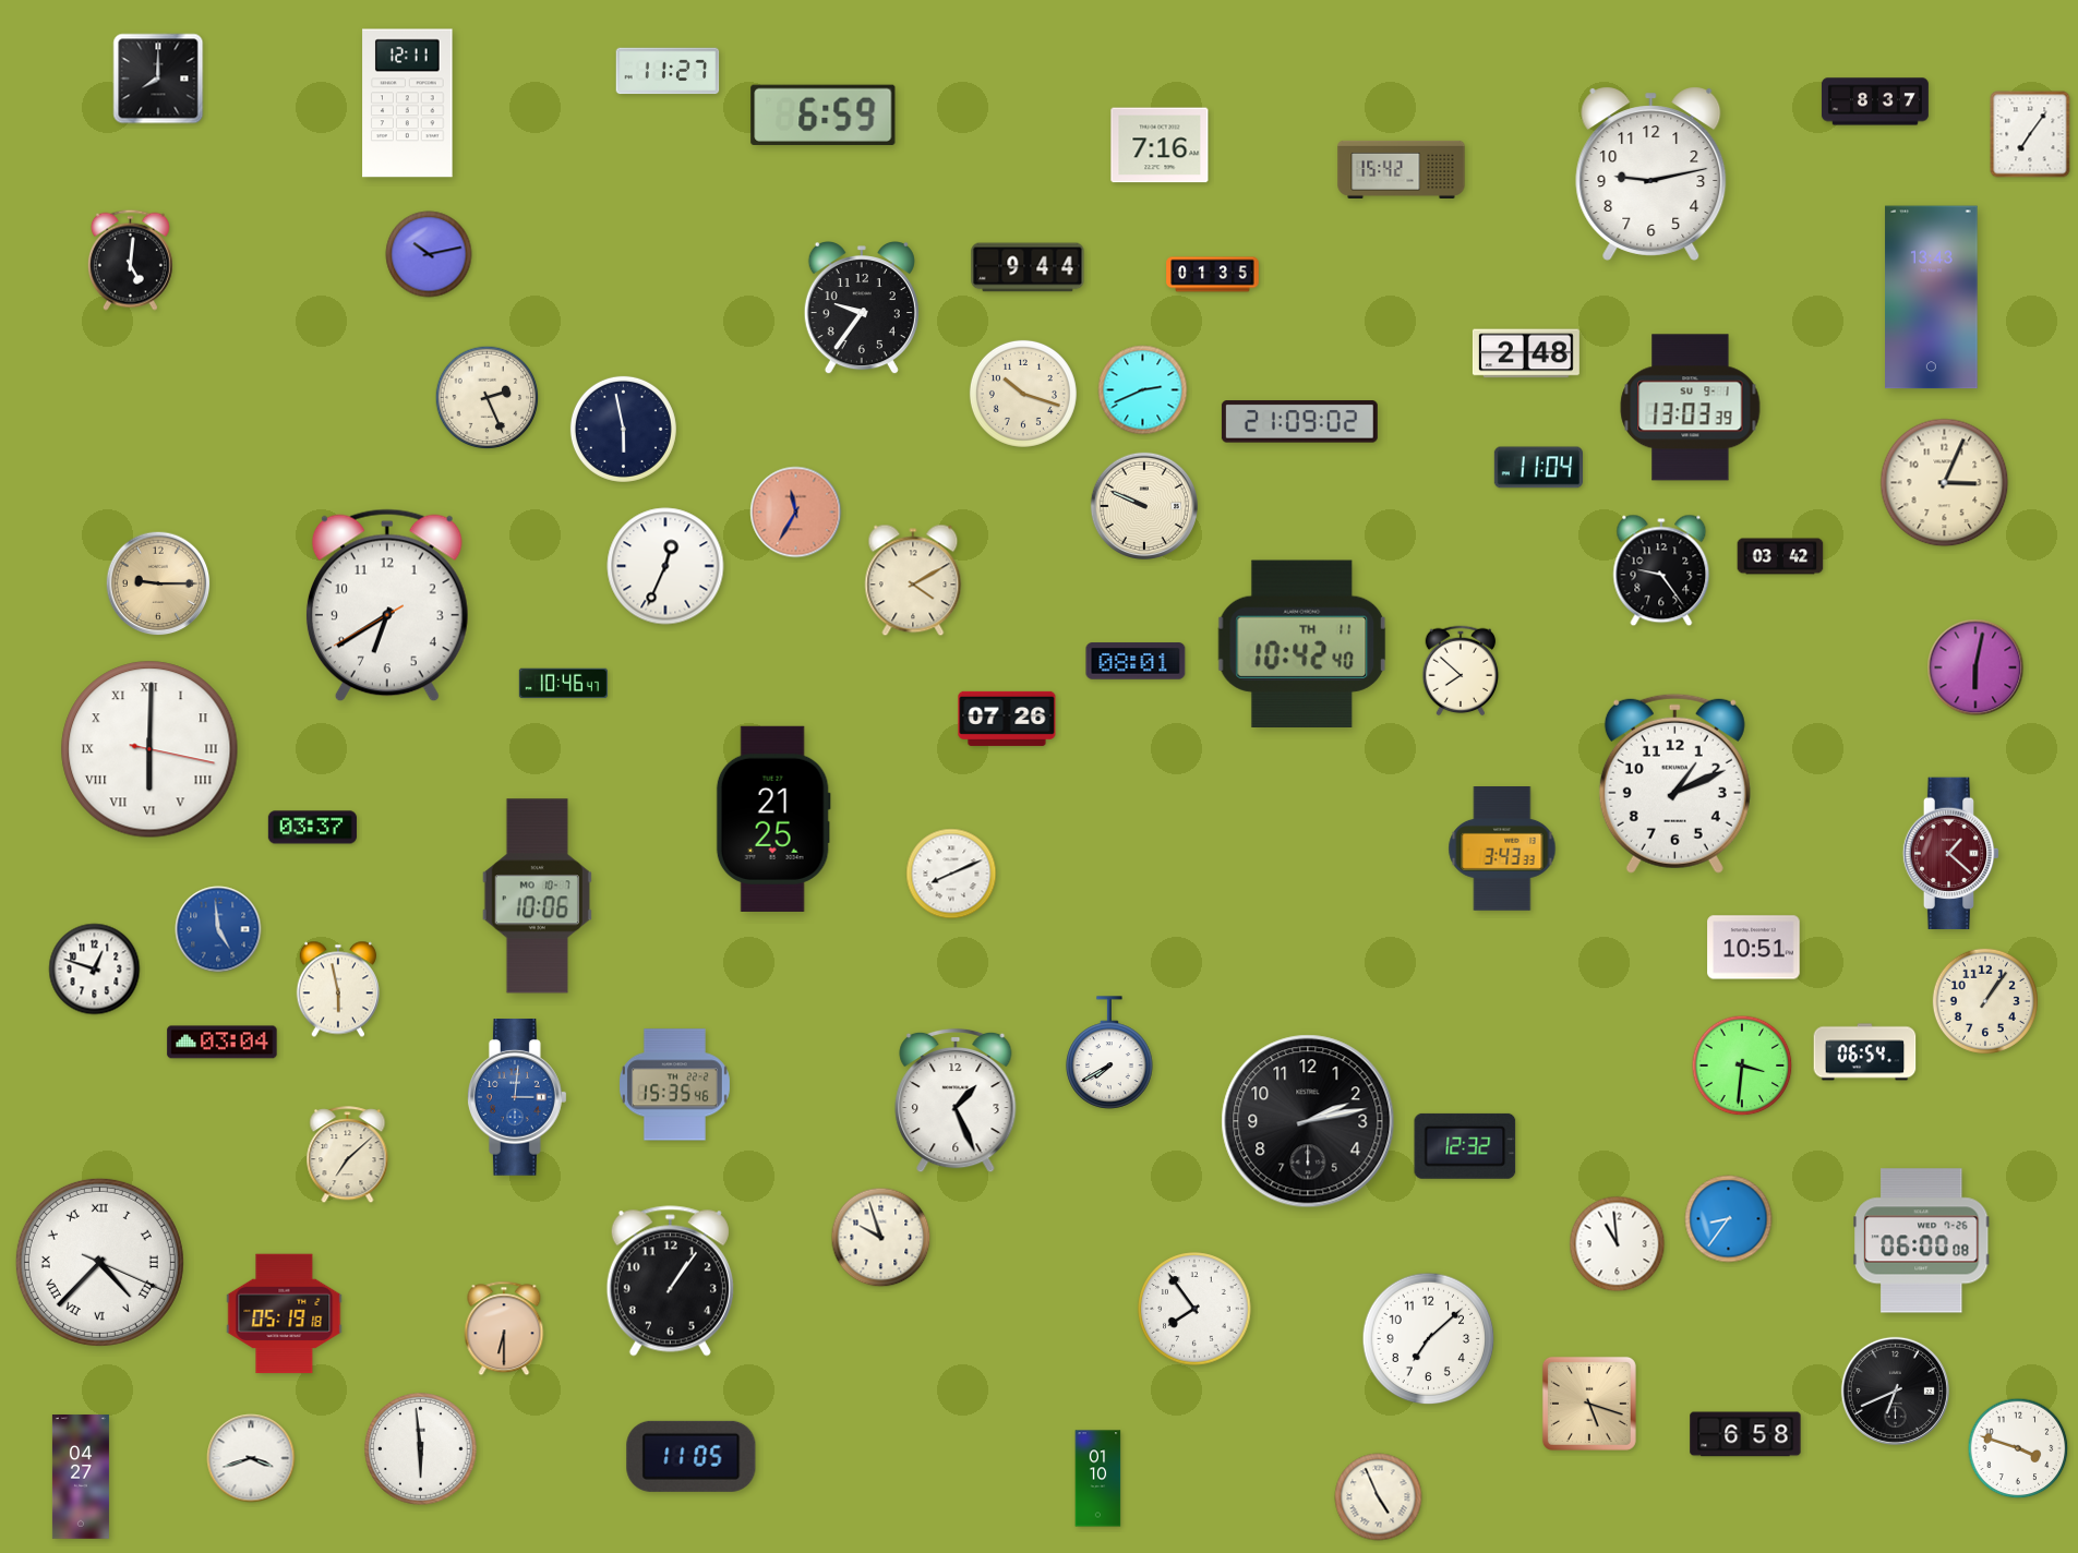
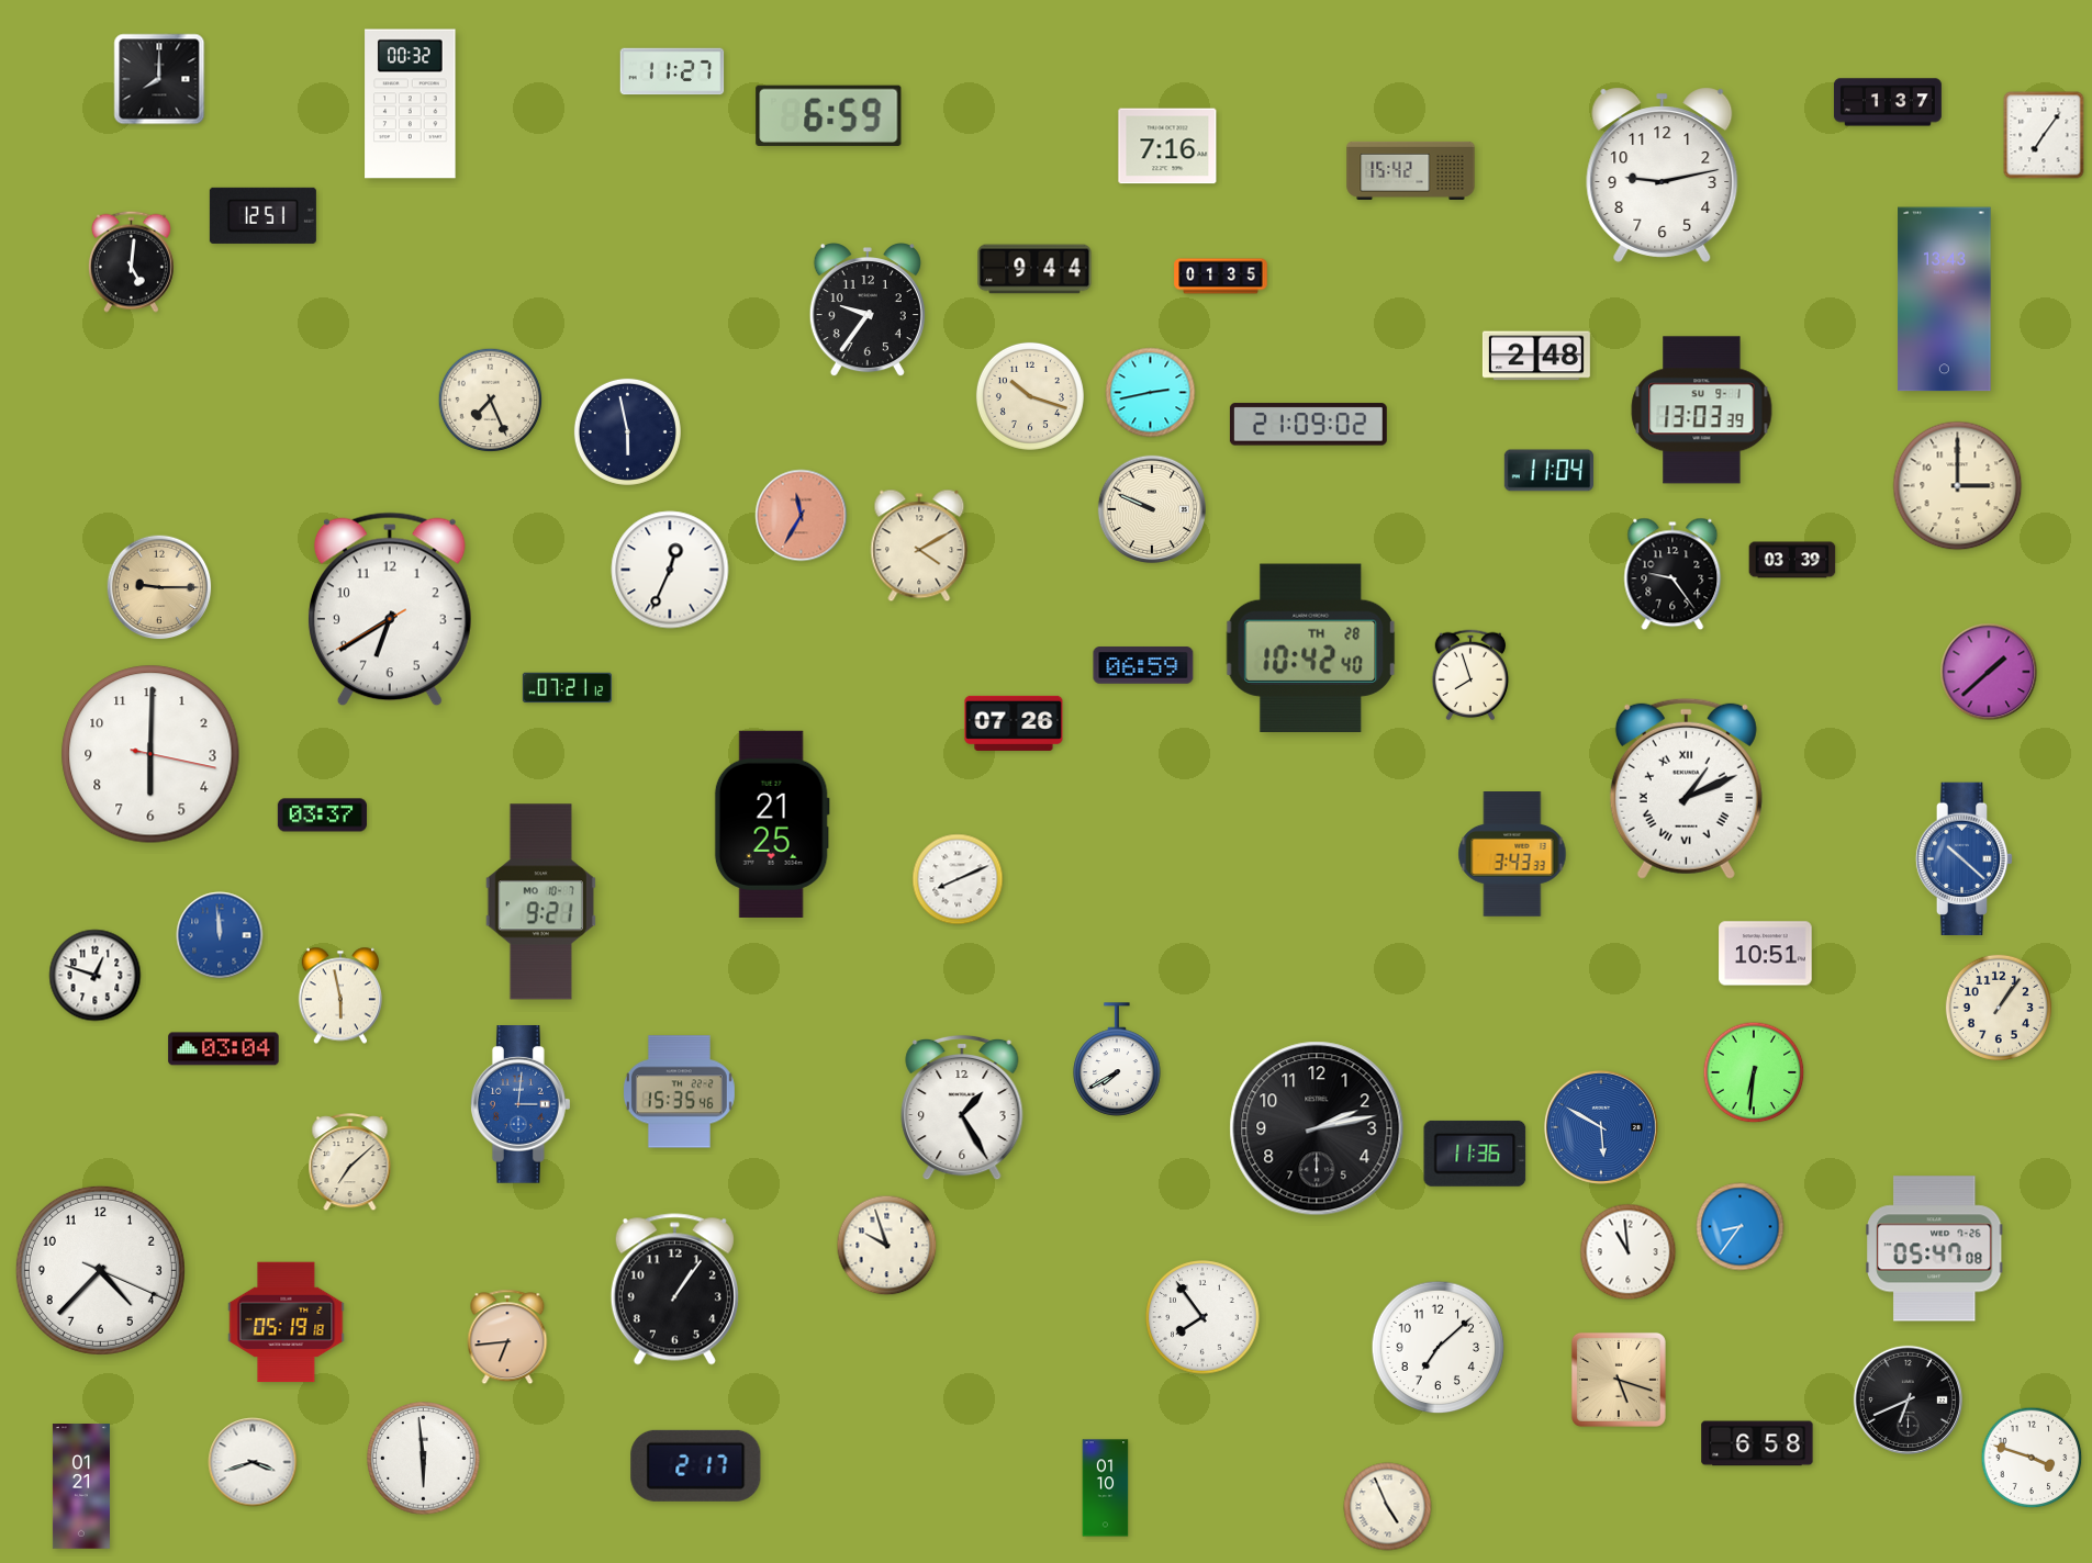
clock at (1875, 101): 8:37 -> 1:37
clock at (408, 104): 12:11 -> 00:32
clock at (262, 215): none -> 12:51
clock at (429, 254): 10:13 -> none
clock at (1143, 390): 2:41 -> 2:43
clock at (488, 398): 2:26 -> 7:26
clock at (1945, 483): 3:04 -> 3:00
clock at (1780, 556): 03:42 -> 03:39
clock at (913, 580) position: (913, 580) -> (919, 546)
clock at (1302, 643) date: TH 11 -> TH 28
clock at (1136, 661): 08:01 -> 06:59
clock at (1975, 667): 6:02 -> 1:38
clock at (1461, 671): 7:52 -> 7:57
clock at (563, 684): 10:46 -> 07:21
clock at (149, 749) numerals: Roman -> Arabic
clock at (1674, 783) numerals: Arabic -> Roman
clock at (773, 819) position: (773, 819) -> (772, 824)
clock at (312, 828) position: (312, 828) -> (322, 816)
clock at (1951, 854): 1:22 -> 10:22
clock at (1951, 854) dial: burgundy -> blue
clock at (537, 896): 10:06 -> 9:21
clock at (218, 929): 4:59 -> 11:59
clock at (1865, 1052): 06:54 -> none
clock at (1742, 1066): 3:31 -> 6:31
clock at (956, 1100): 1:26 -> 1:25
clock at (1601, 1127): none -> 5:50
clock at (1465, 1146): 12:32 -> 11:36
clock at (1922, 1241): 06:00 -> 05:47
clock at (99, 1262) numerals: Roman -> Arabic
clock at (504, 1328): 6:30 -> 6:44
clock at (1589, 1404) position: (1589, 1404) -> (1619, 1380)
clock at (692, 1456): 11:05 -> 2:17
clock at (251, 1458) position: (251, 1458) -> (253, 1462)
clock at (81, 1477): 04:27 -> 01:21
